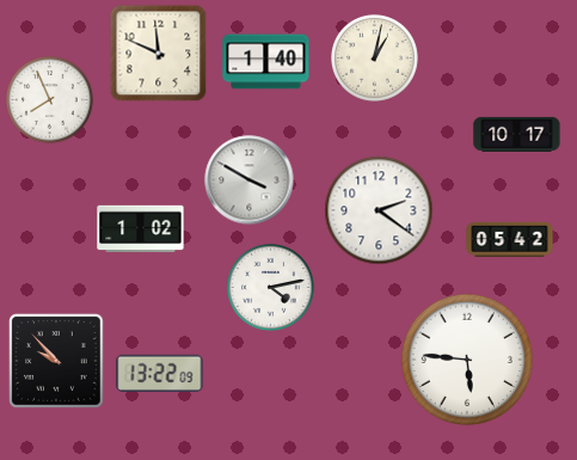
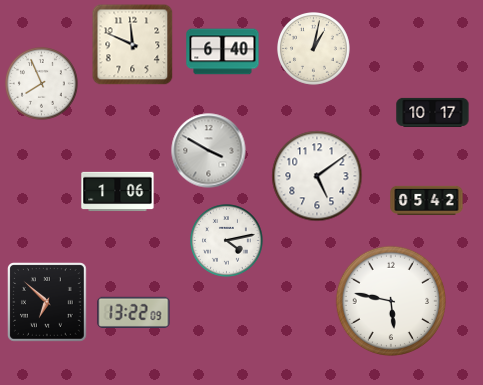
clock at (266, 62): 1:40 -> 6:40
clock at (379, 210): 2:21 -> 5:09
clock at (141, 229): 1:02 -> 1:06
clock at (466, 358): 5:46 -> 5:47
clock at (57, 362): 9:53 -> 6:52
